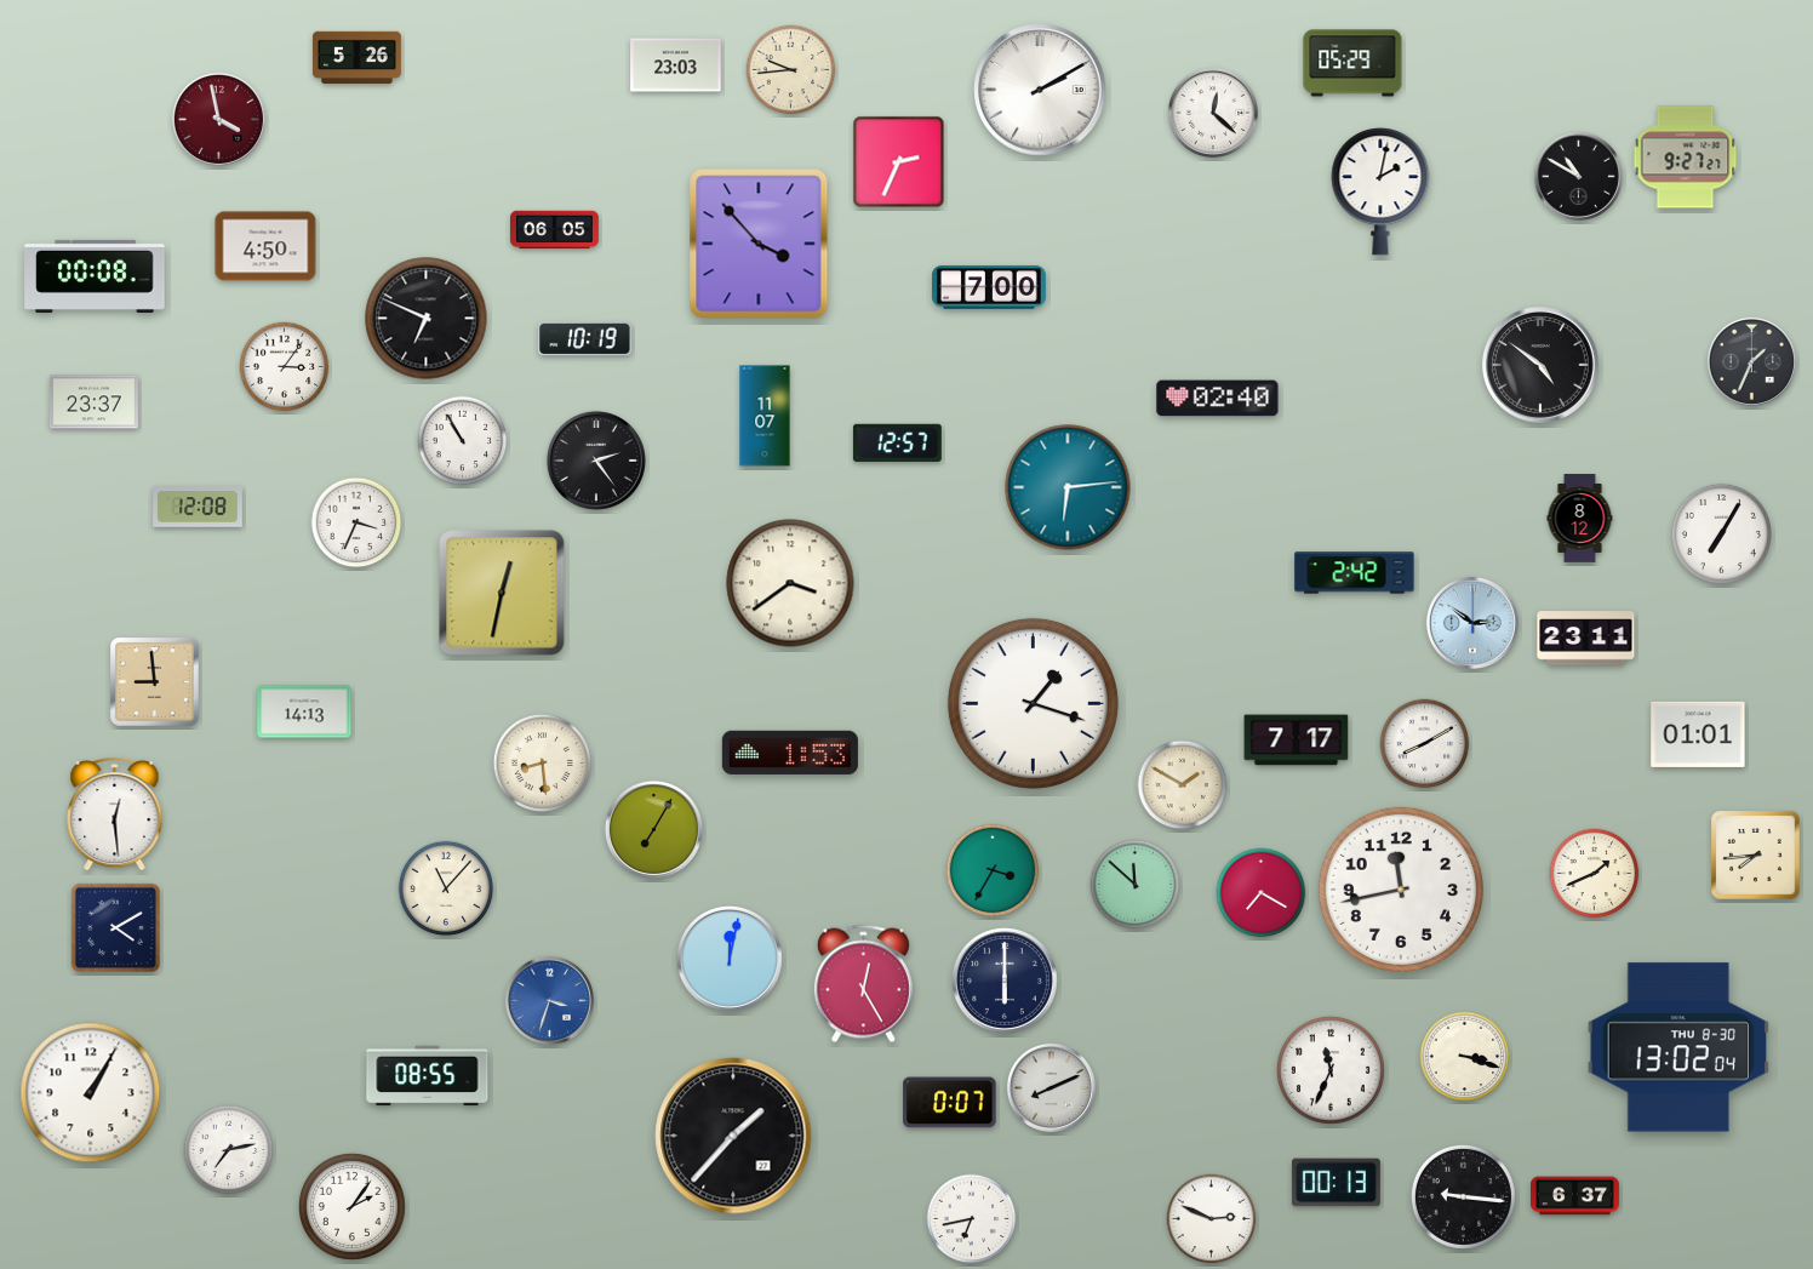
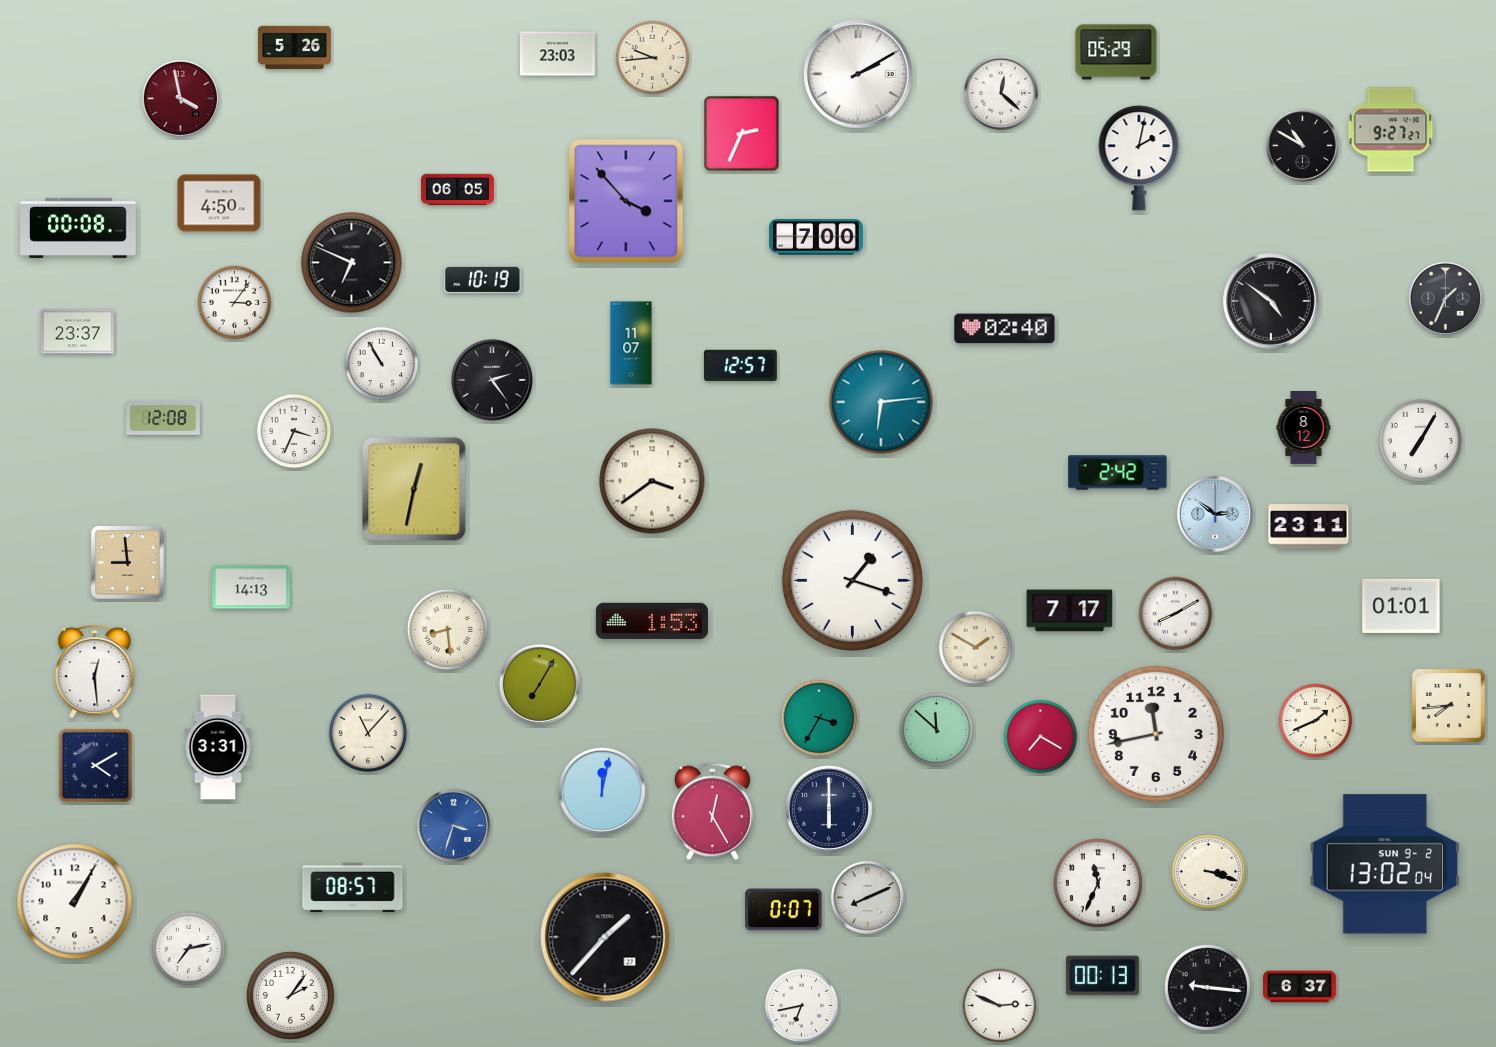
clock at (218, 747): none -> 3:31
clock at (1677, 1047) date: THU 8-30 -> SUN 9-2
clock at (428, 1076): 08:55 -> 08:57
